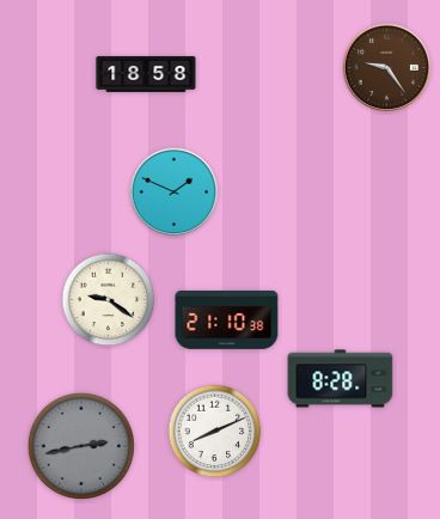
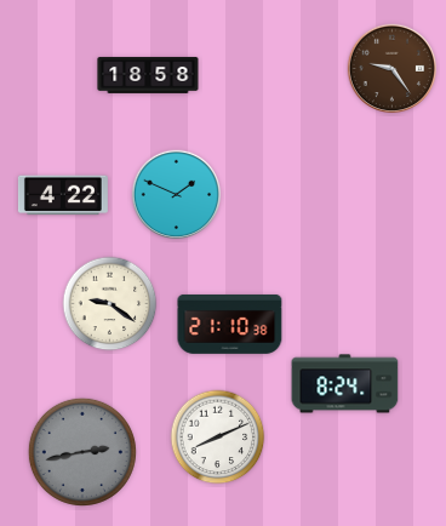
clock at (63, 195): none -> 4:22
clock at (341, 379): 8:28 -> 8:24
